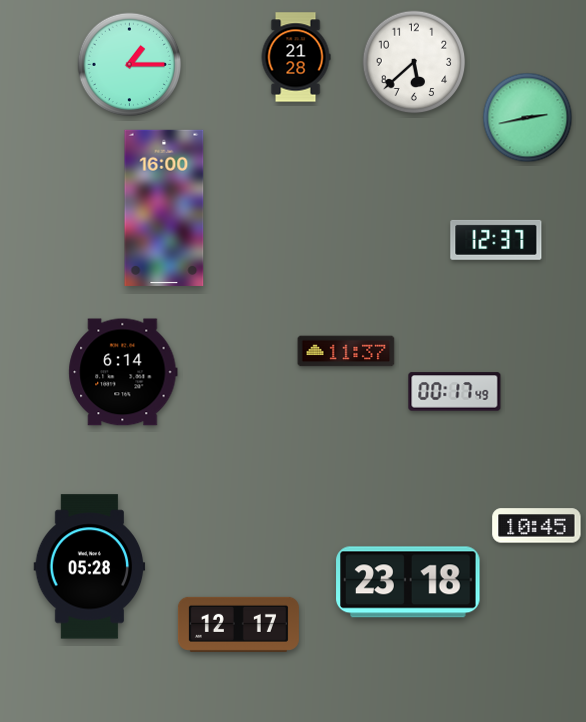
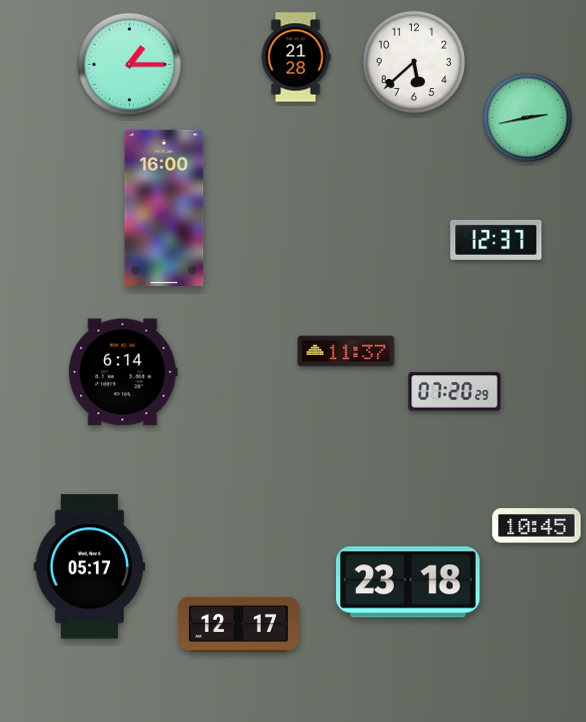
clock at (455, 392): 00:17 -> 07:20
clock at (90, 567): 05:28 -> 05:17
